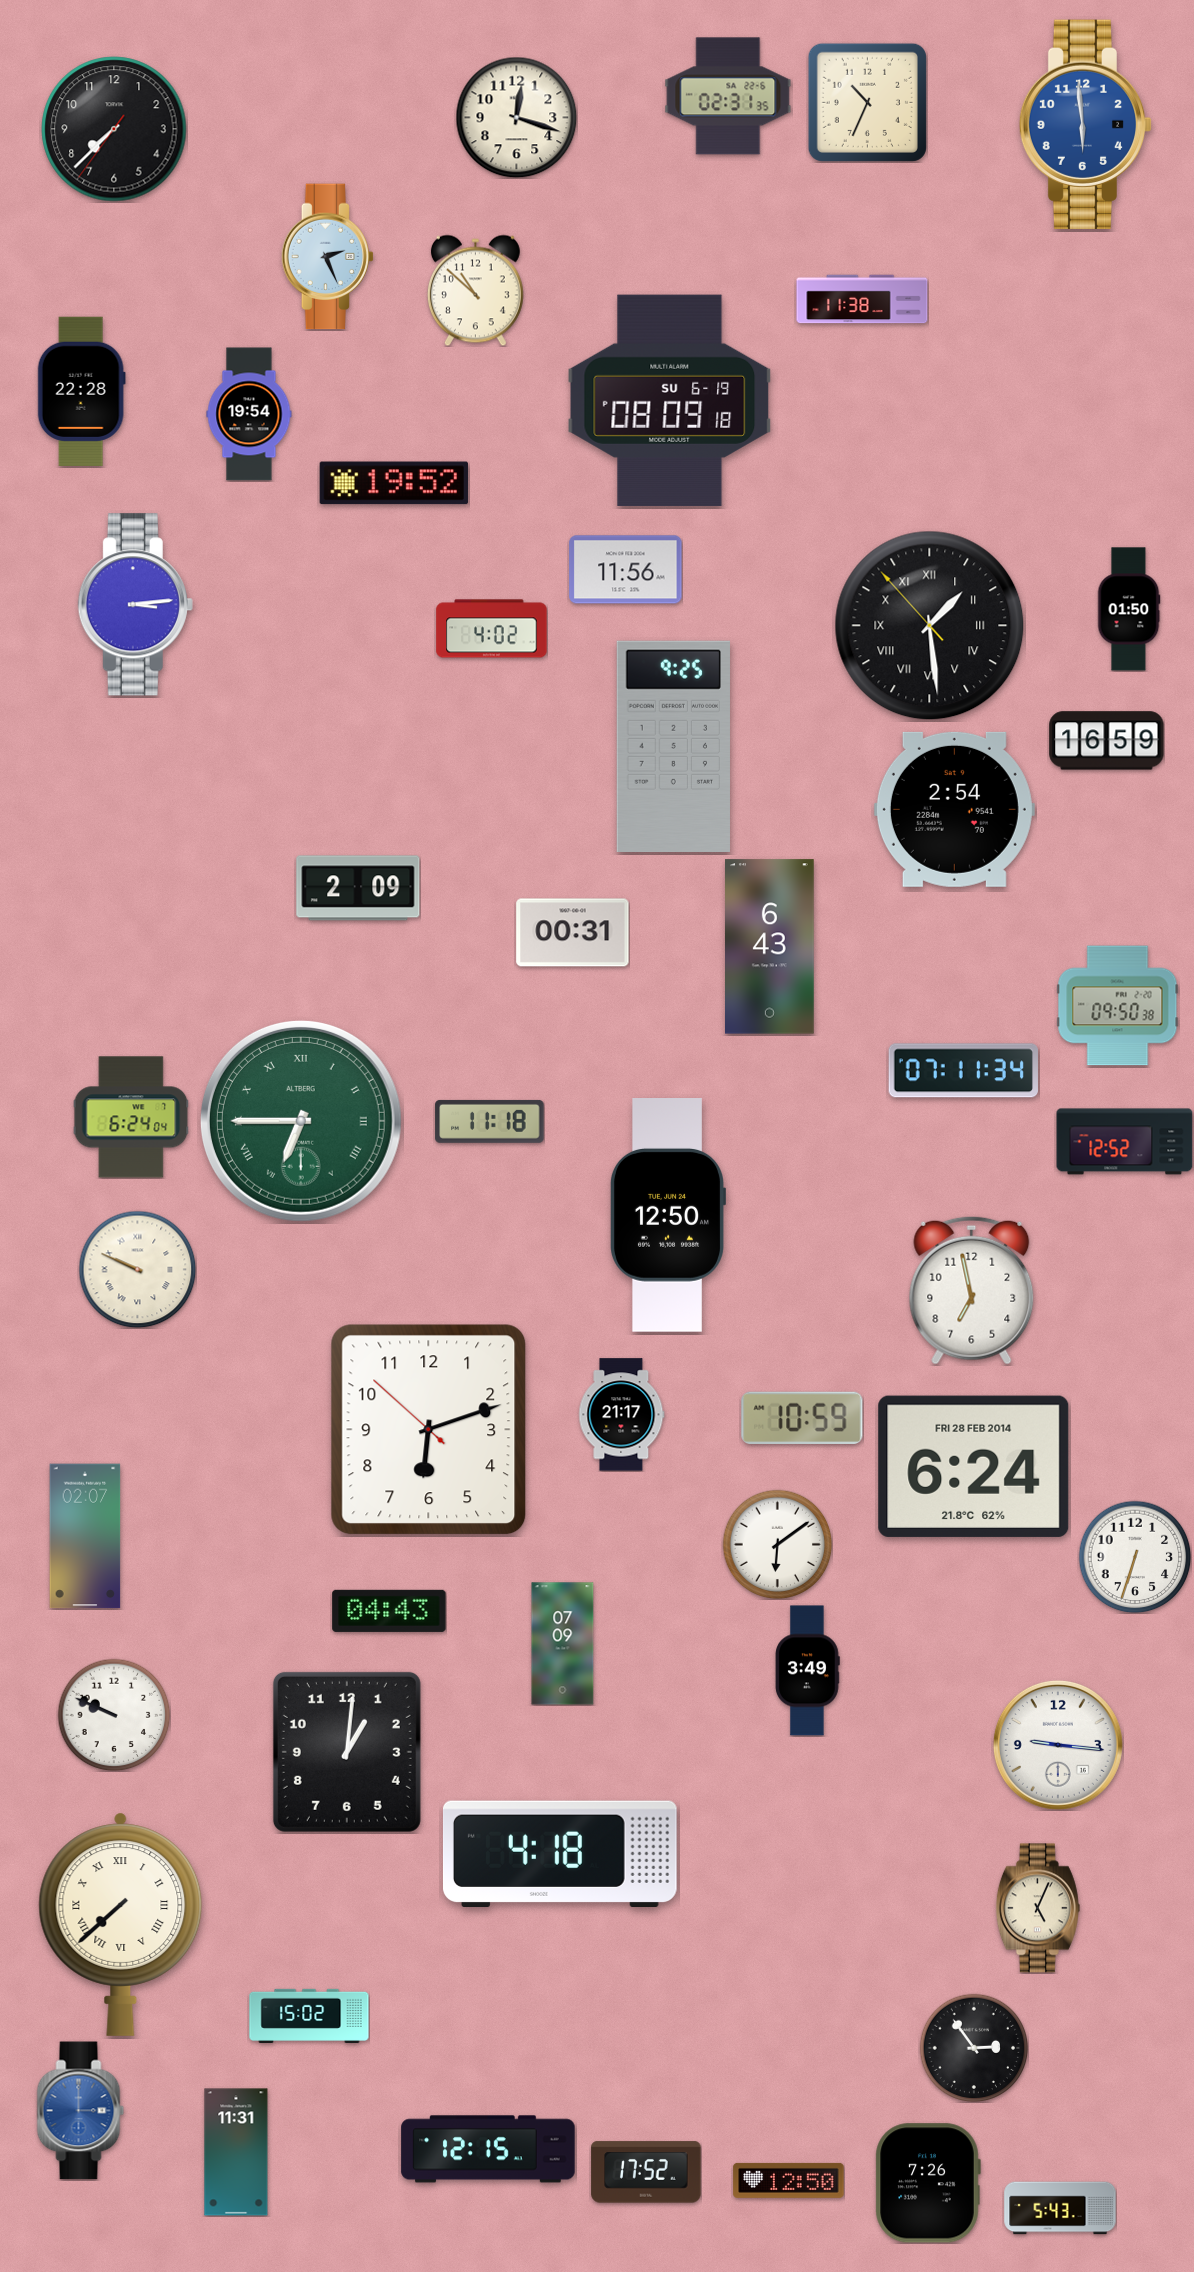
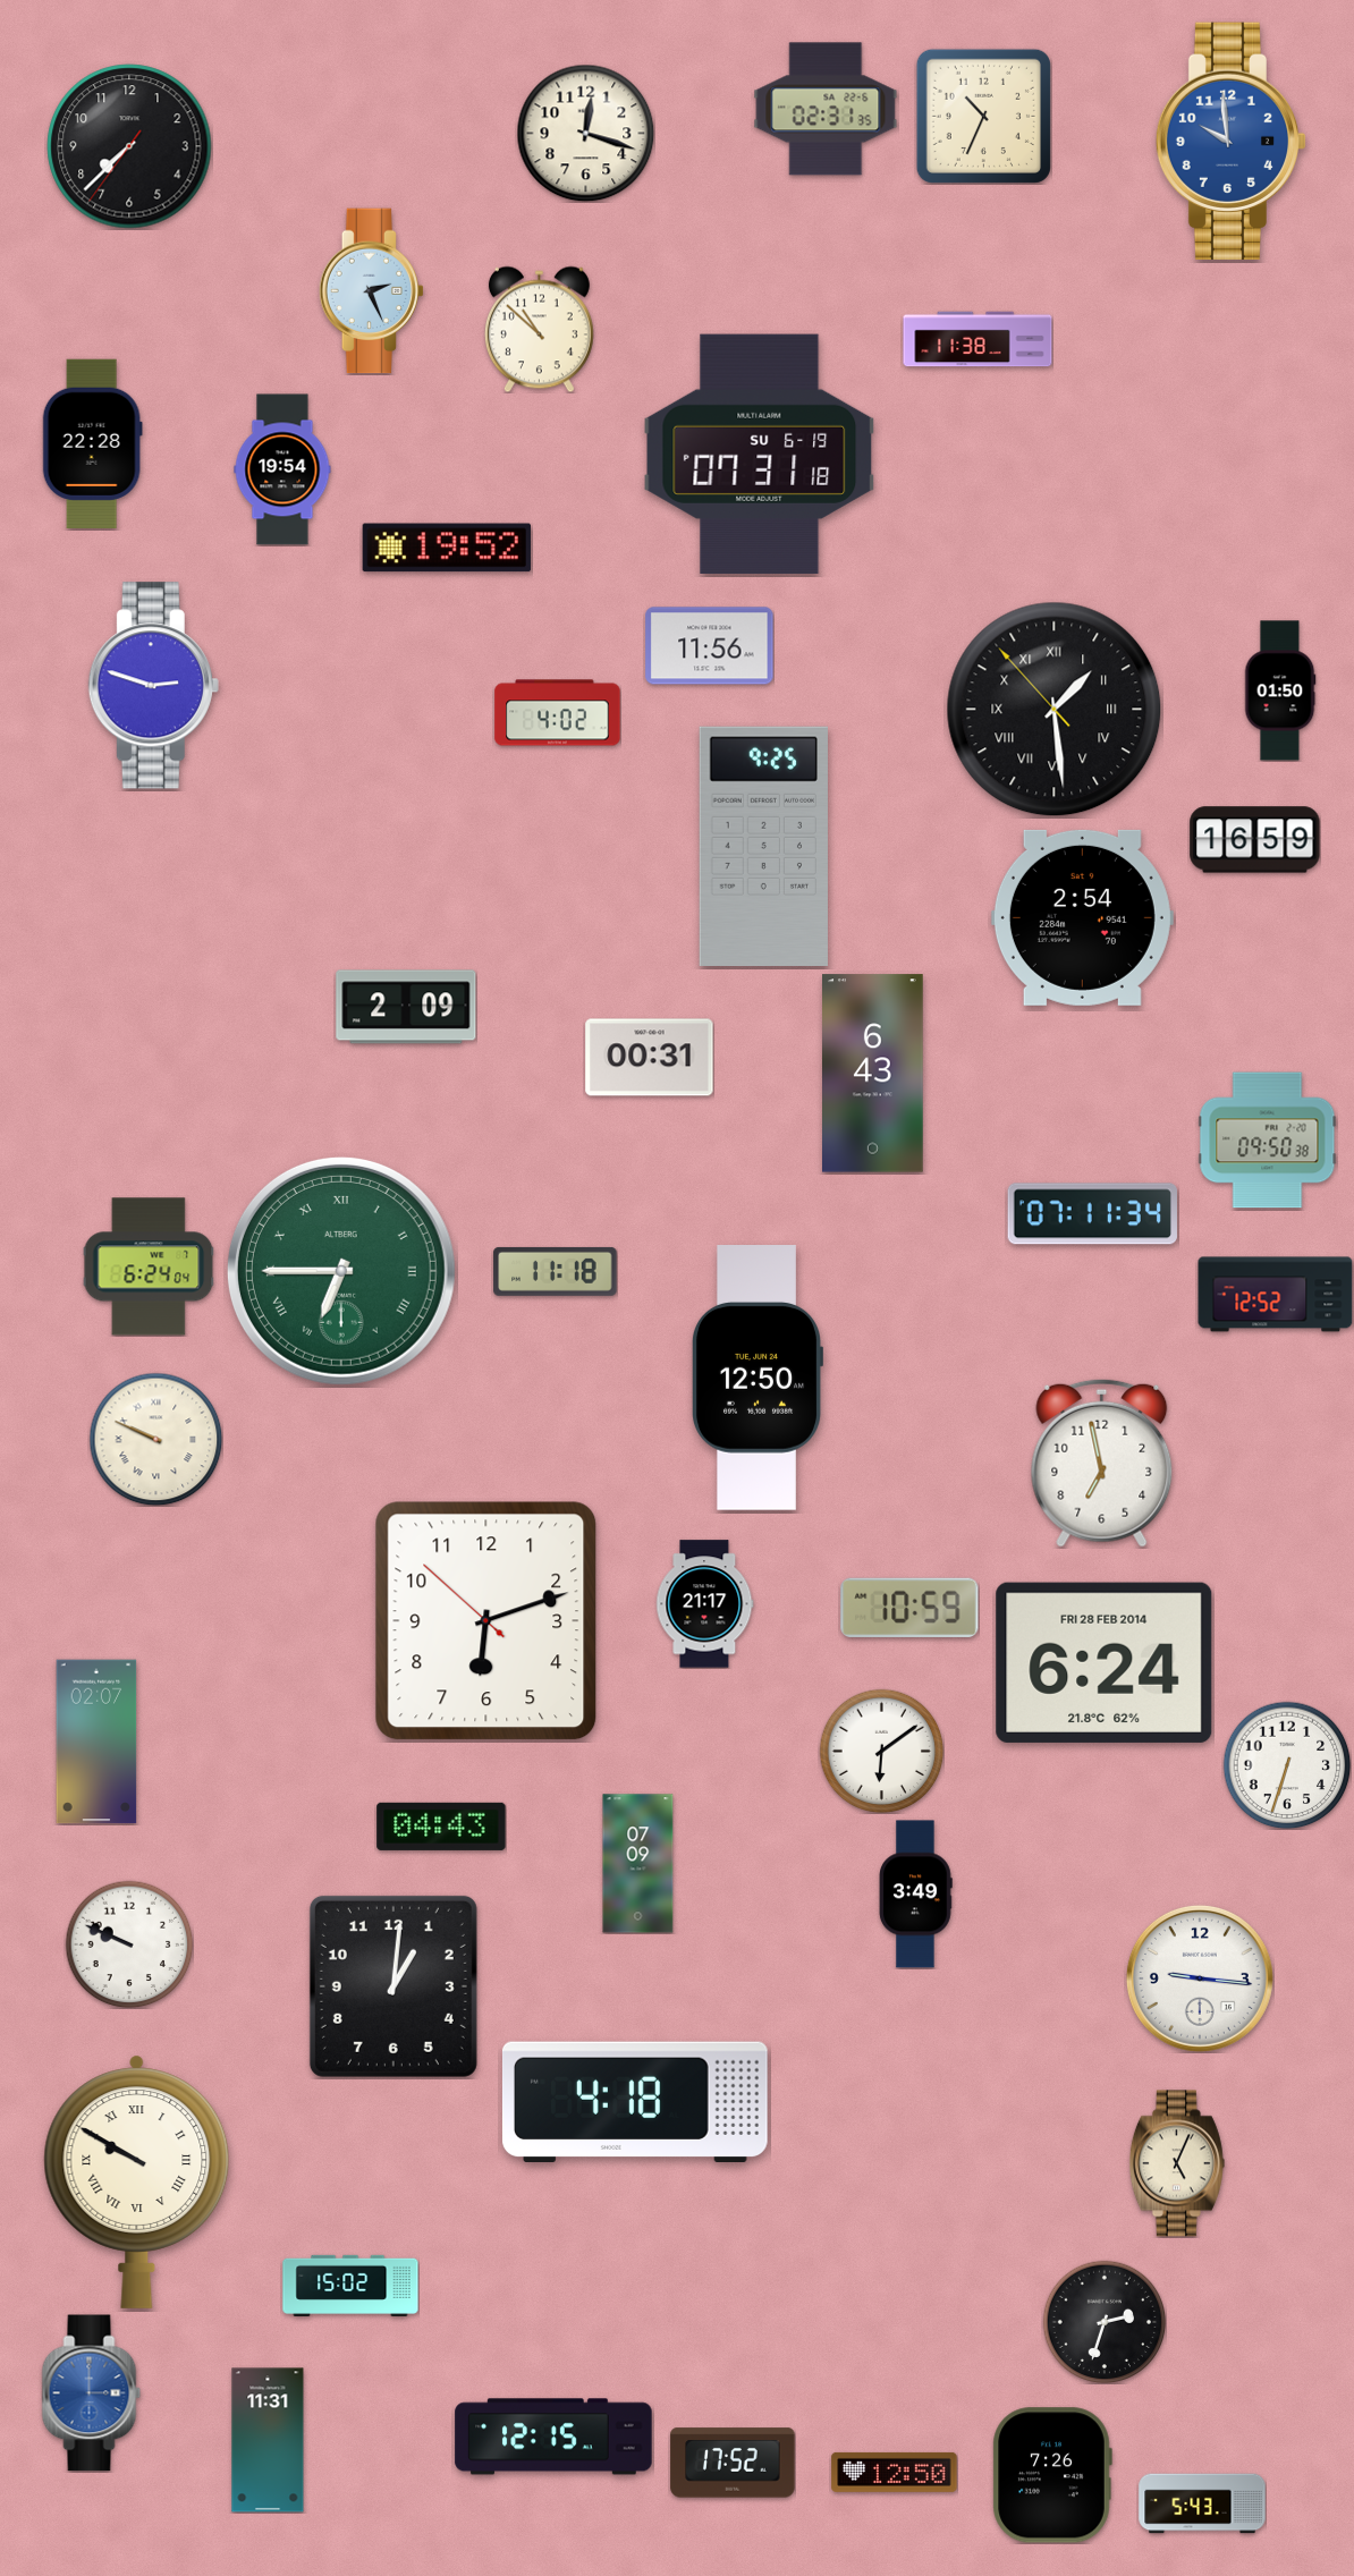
clock at (1086, 124): 5:59 -> 9:59
clock at (670, 400): 08:09 -> 07:31
clock at (135, 605): 3:14 -> 2:48
clock at (121, 1924): 7:38 -> 9:50
clock at (974, 2048): 2:54 -> 2:33
